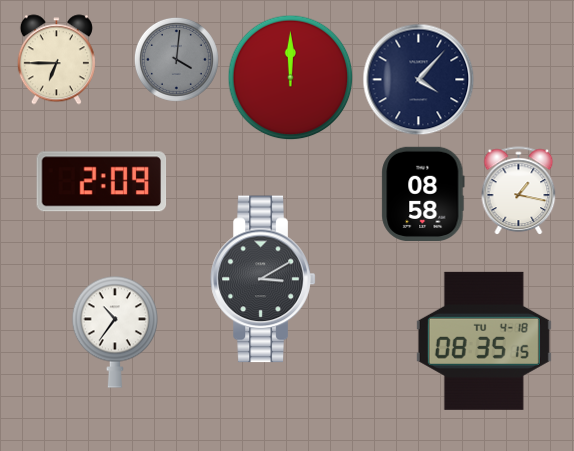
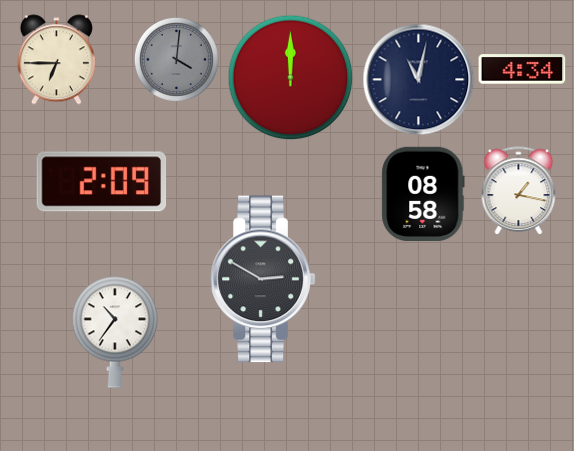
clock at (522, 69): none -> 4:34
clock at (419, 80): 4:07 -> 11:02
clock at (263, 279): 3:10 -> 2:50
clock at (484, 341): 08:35 -> none
